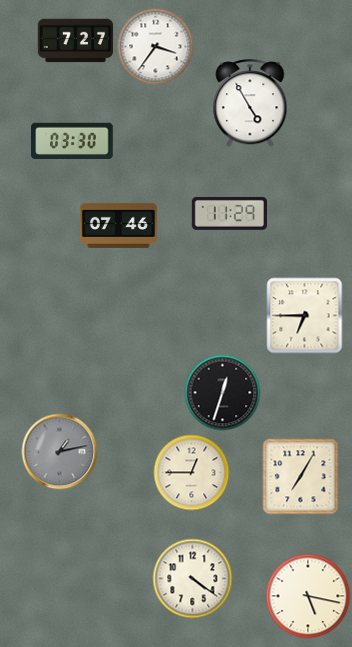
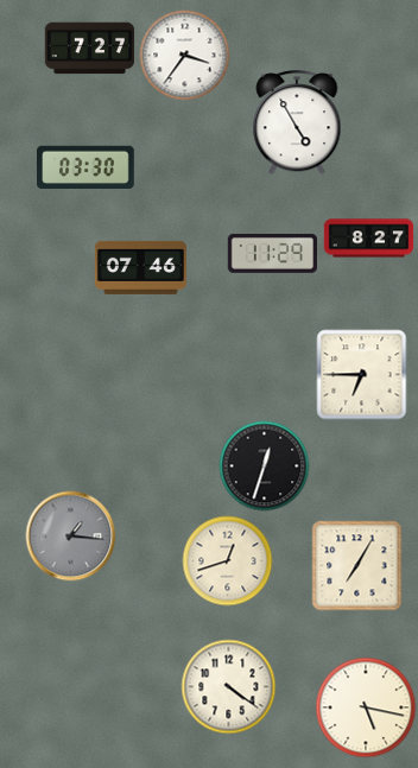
clock at (369, 239): none -> 8:27
clock at (60, 452): 1:13 -> 1:16
clock at (192, 473): 12:45 -> 12:42
